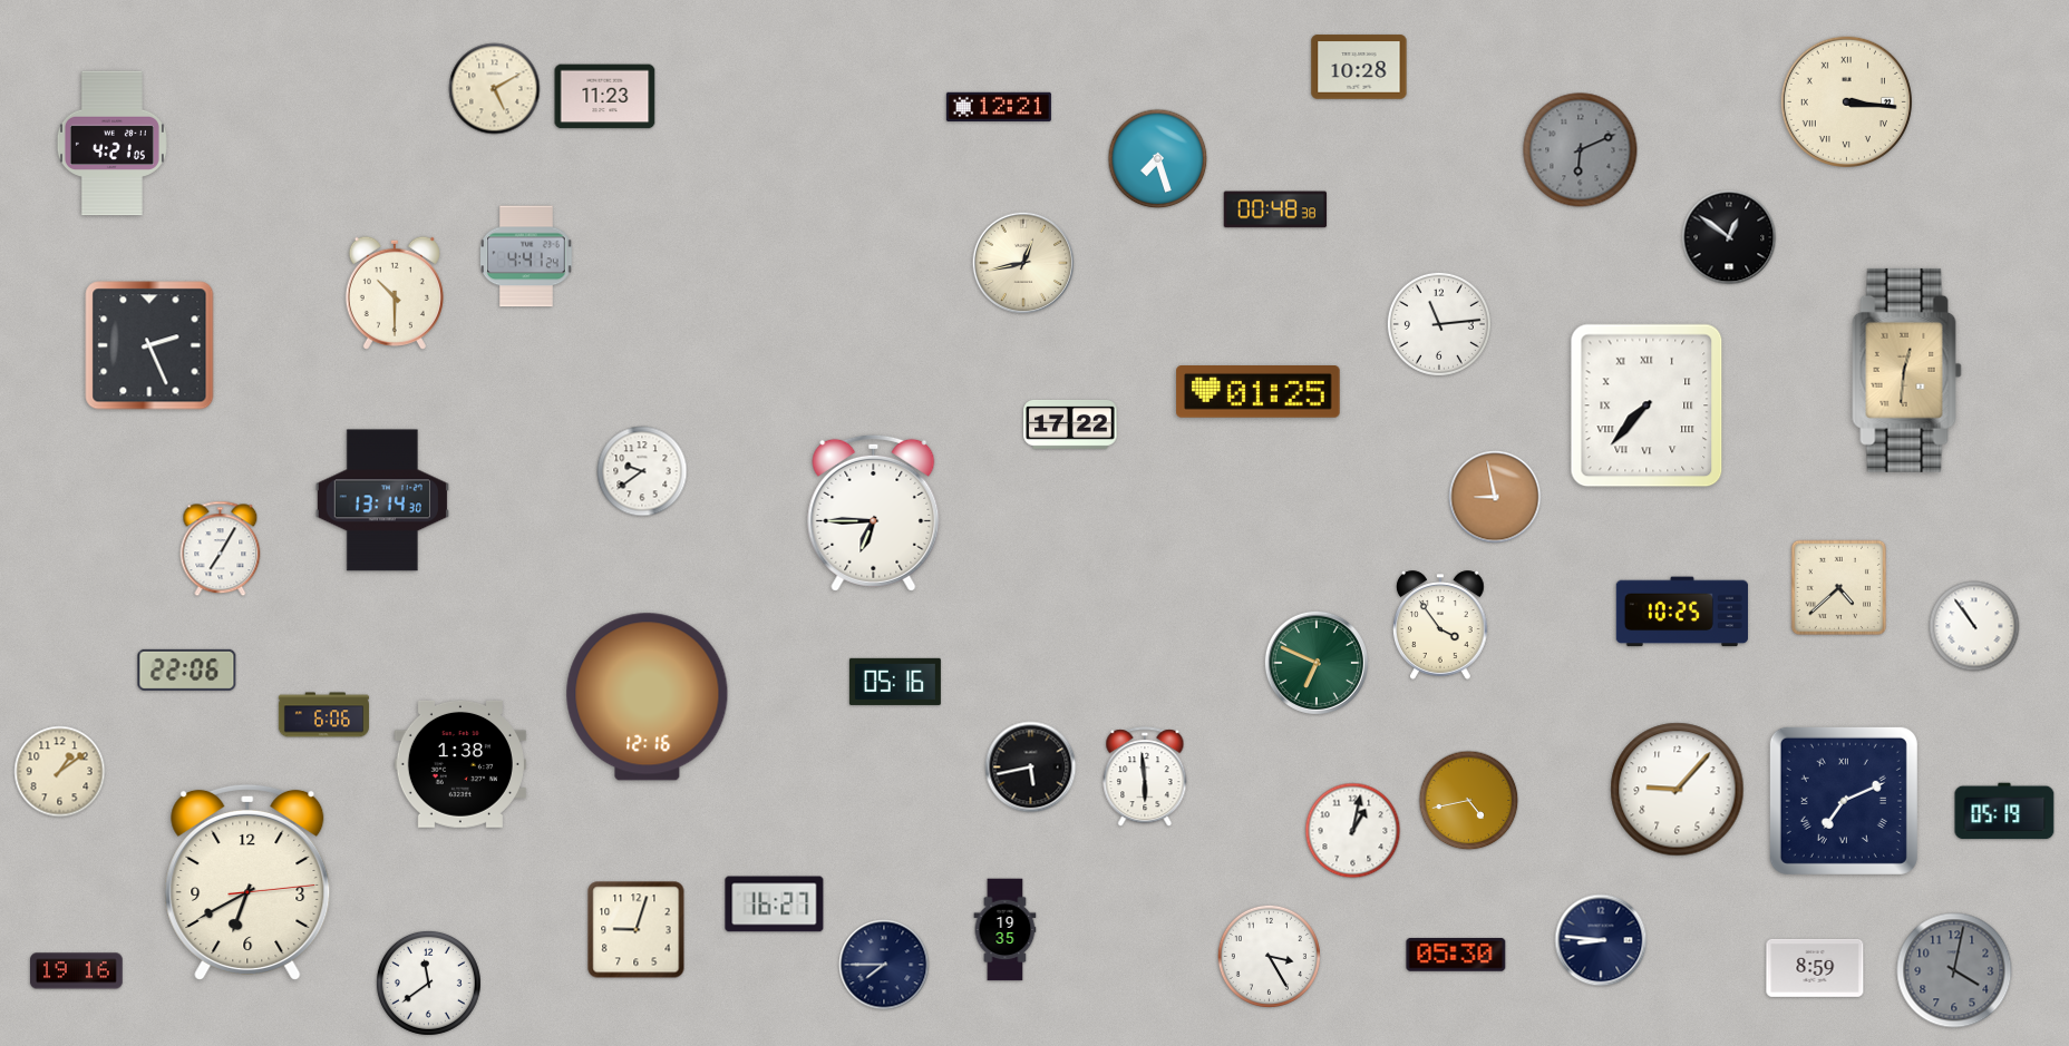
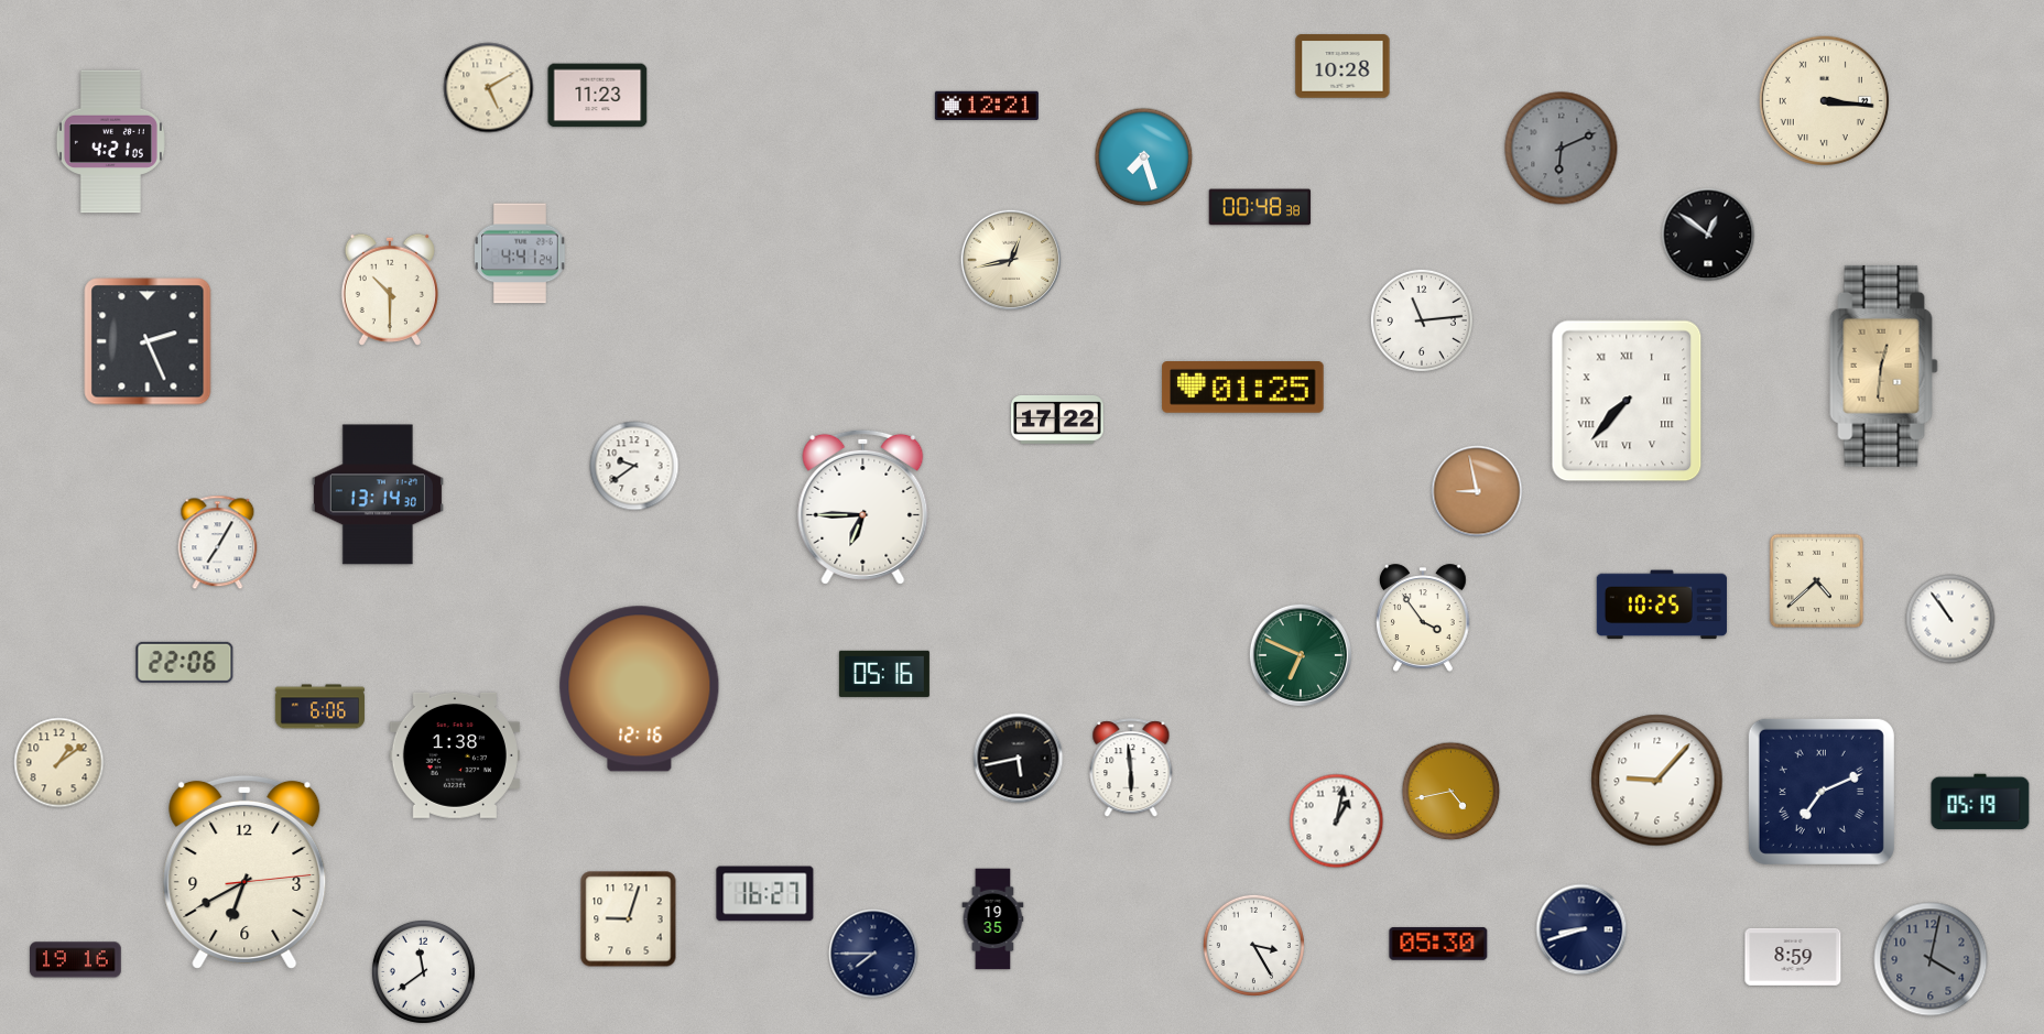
clock at (1601, 940): 8:46 -> 8:42
